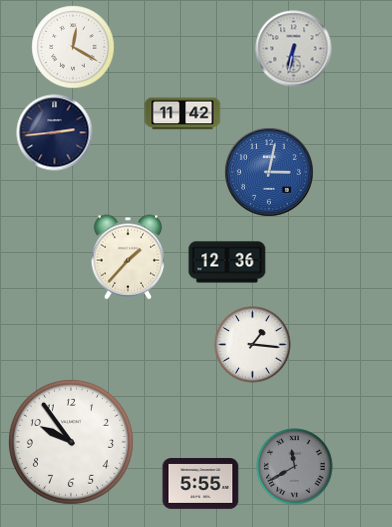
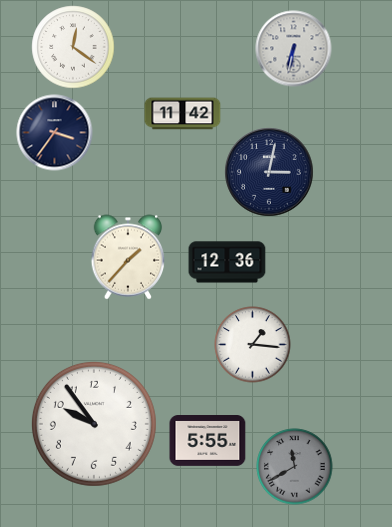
clock at (73, 47): 12:20 -> 12:21
clock at (55, 133): 2:44 -> 3:36
clock at (269, 172) dial: blue -> navy
clock at (71, 442) position: (71, 442) -> (94, 424)
clock at (201, 484) position: (201, 484) -> (208, 441)
